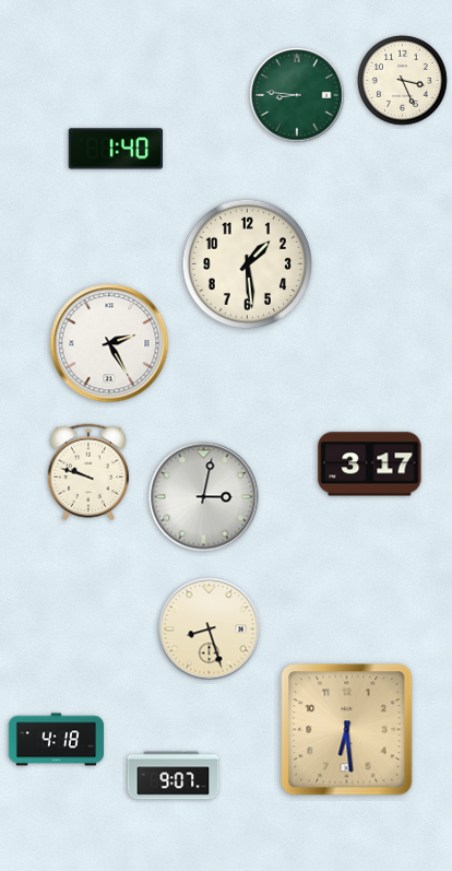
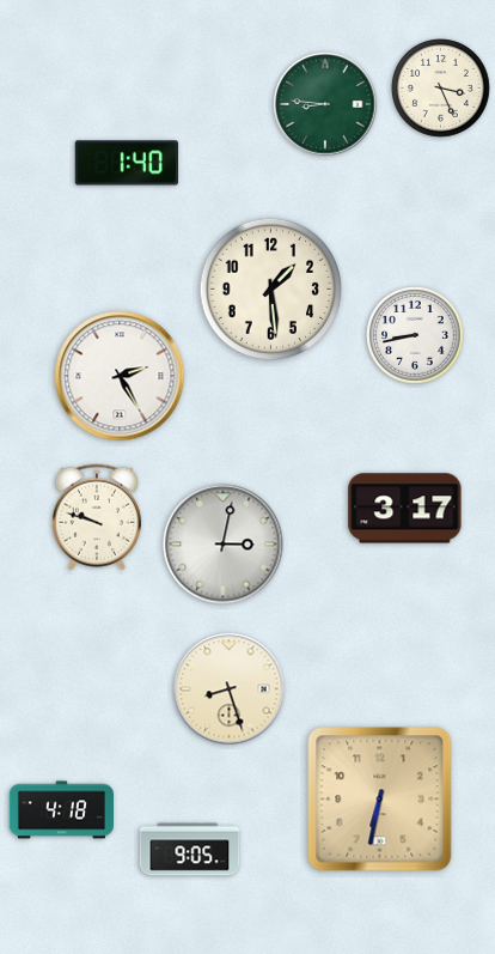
clock at (416, 336): none -> 8:43
clock at (347, 730): 6:29 -> 6:32
clock at (174, 776): 9:07 -> 9:05
